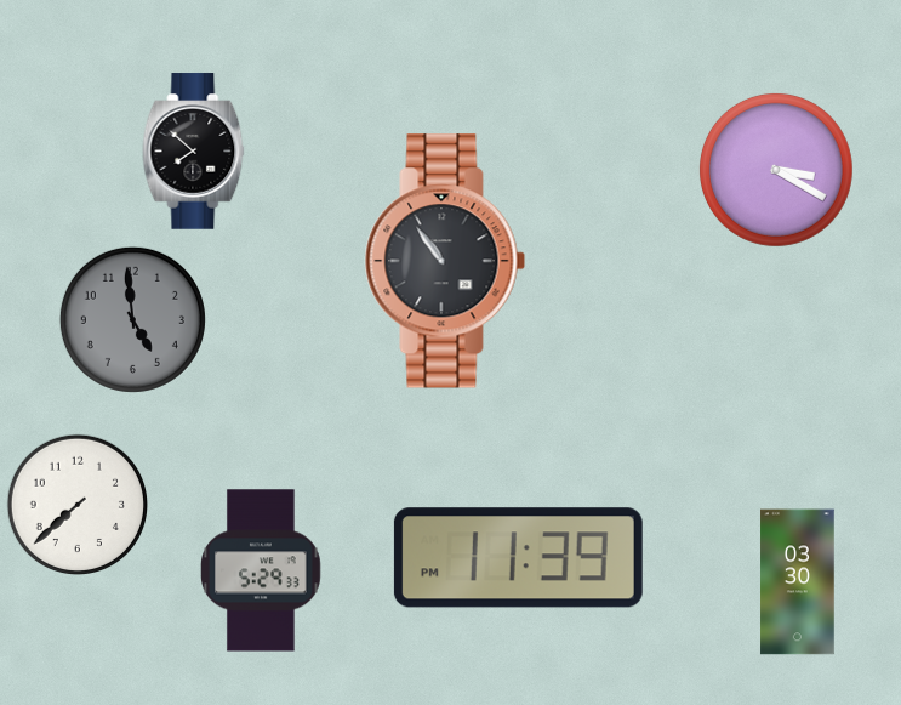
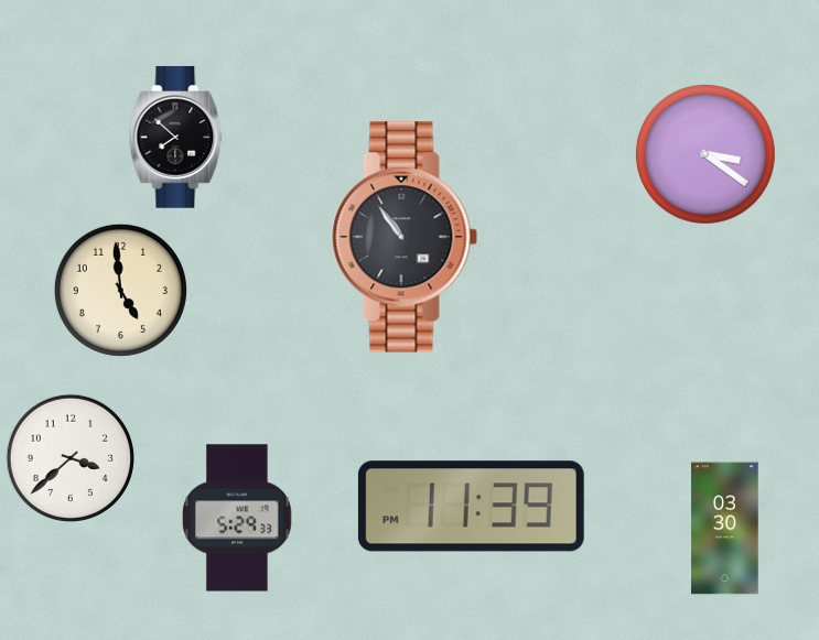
clock at (776, 170): 3:20 -> 3:21
clock at (132, 319) dial: grey -> cream
clock at (76, 504): 7:38 -> 3:38
